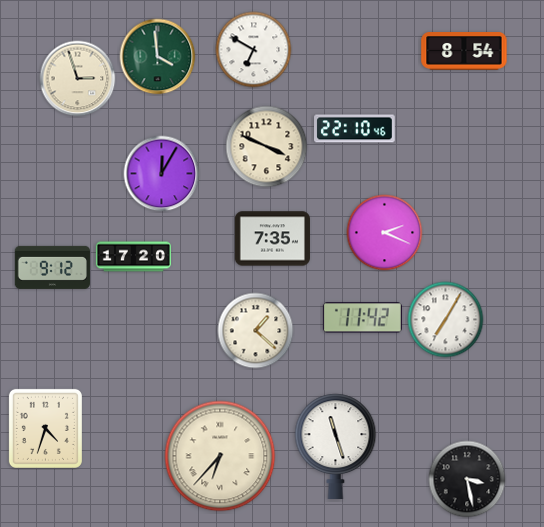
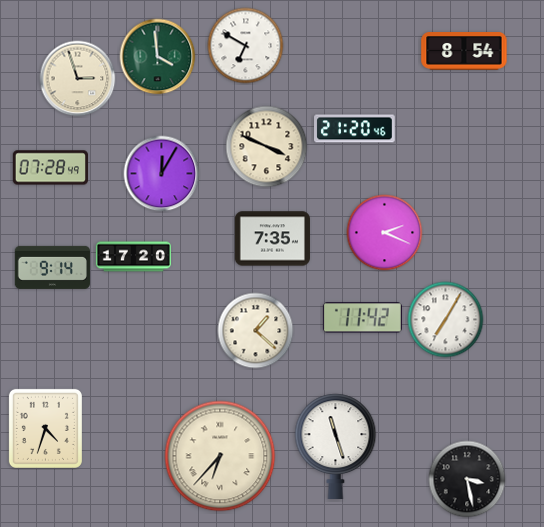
clock at (254, 50) position: (254, 50) -> (246, 46)
clock at (355, 129): 22:10 -> 21:20
clock at (50, 168): none -> 07:28
clock at (52, 267): 9:12 -> 9:14
